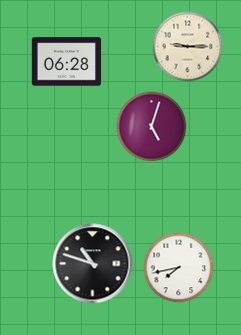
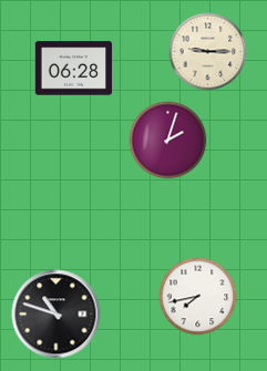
clock at (152, 127): 5:03 -> 2:03
clock at (93, 264) position: (93, 264) -> (57, 315)
